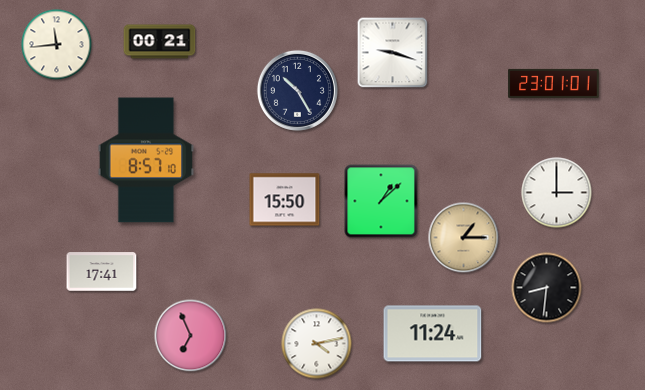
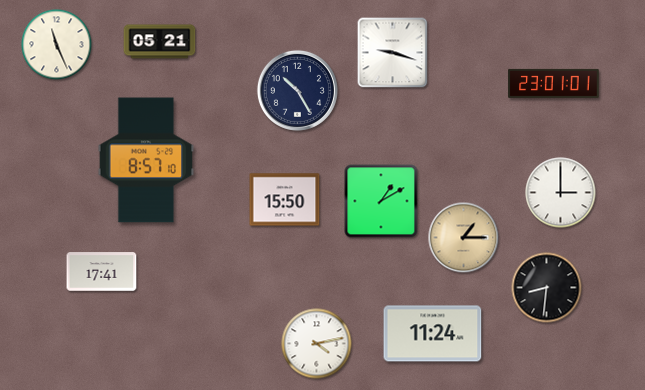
clock at (160, 42): 00:21 -> 05:21
clock at (57, 45): 11:44 -> 11:26
clock at (557, 193) position: (557, 193) -> (561, 193)
clock at (381, 201): 1:08 -> 1:10
clock at (191, 336): 6:56 -> none
